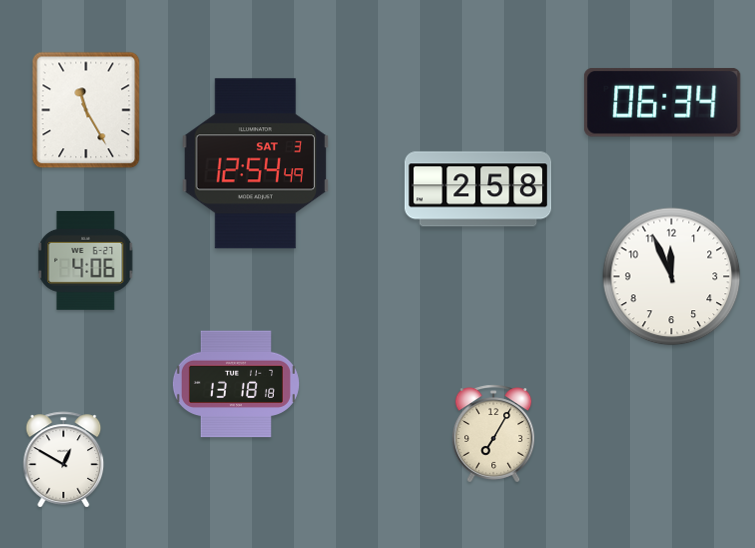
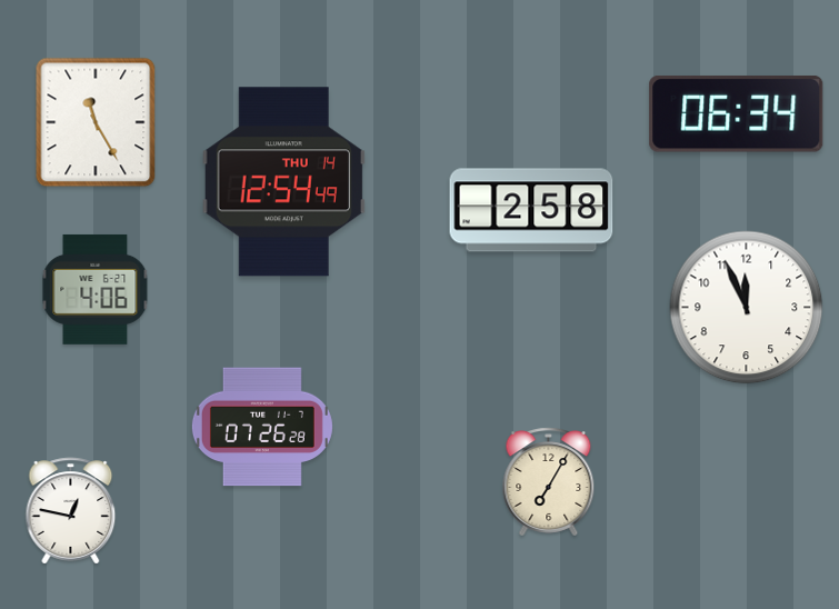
clock at (255, 164) date: SAT 3 -> THU 14
clock at (236, 384): 13:18 -> 07:26
clock at (64, 460): 12:50 -> 12:47
